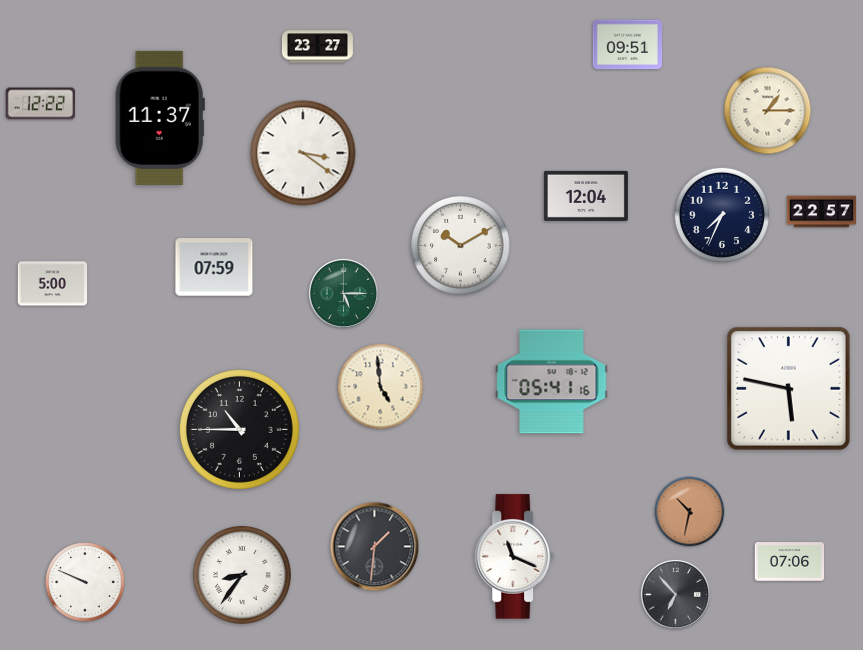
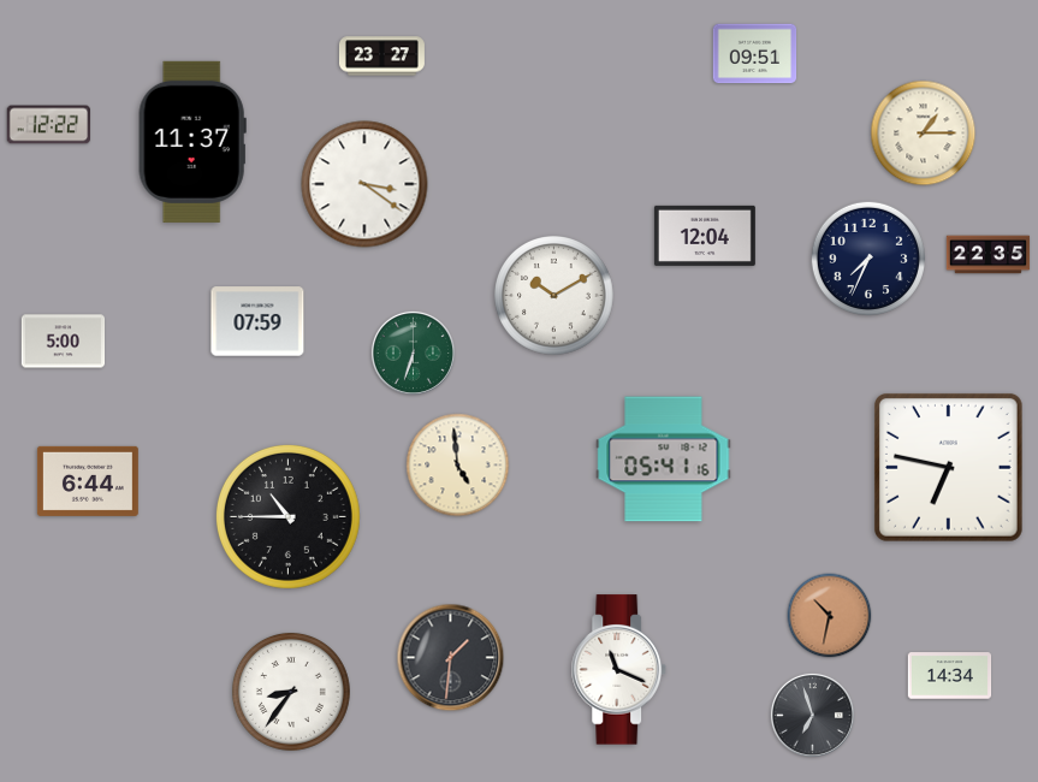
clock at (822, 212): 22:57 -> 22:35
clock at (343, 293): 5:15 -> 6:33
clock at (788, 388): 5:47 -> 6:47
clock at (88, 481): none -> 6:44
clock at (790, 562): 07:06 -> 14:34
clock at (85, 582): 9:49 -> none
clock at (675, 594): 6:53 -> 6:57
